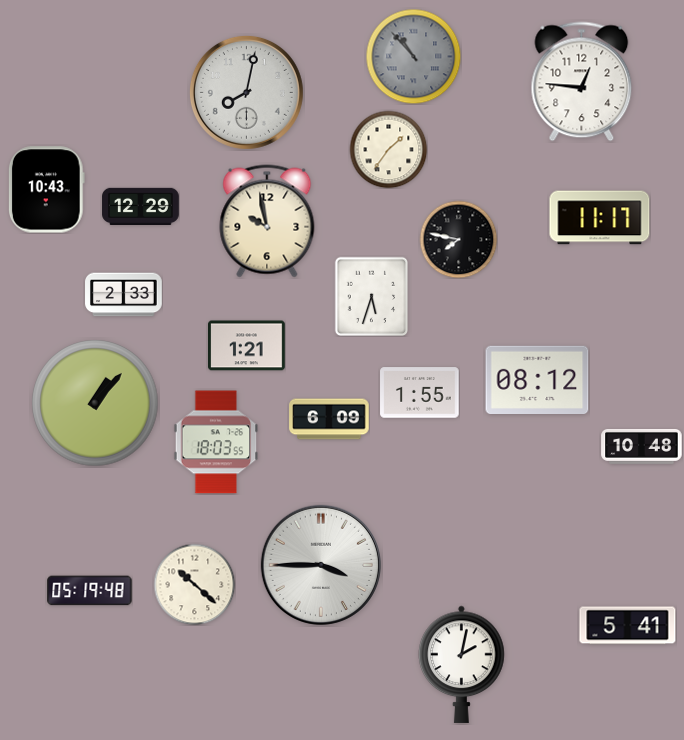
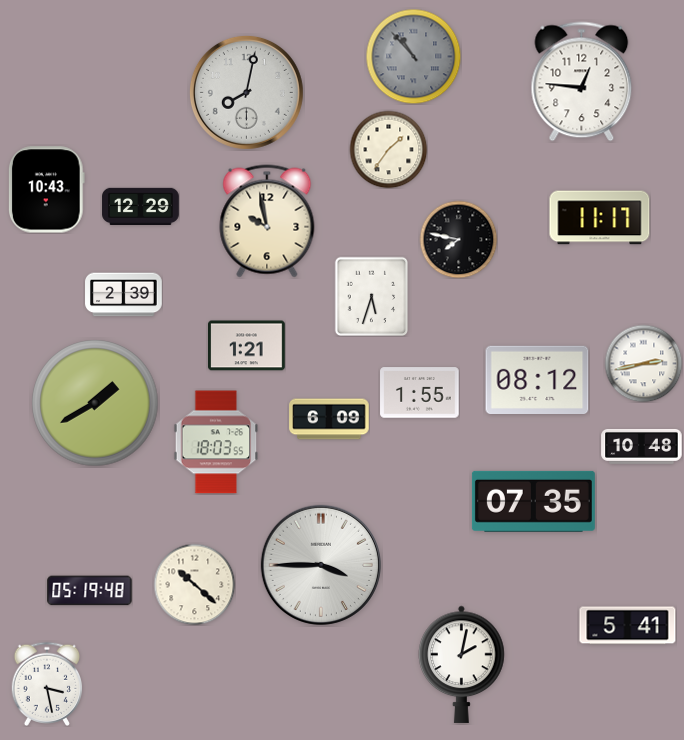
clock at (124, 295): 2:33 -> 2:39
clock at (643, 363): none -> 2:43
clock at (95, 403): 1:07 -> 1:40
clock at (533, 501): none -> 07:35
clock at (47, 684): none -> 3:28
